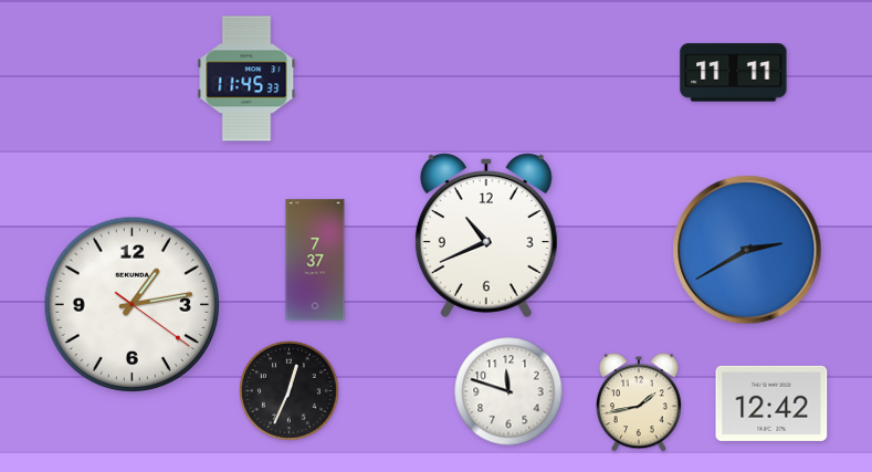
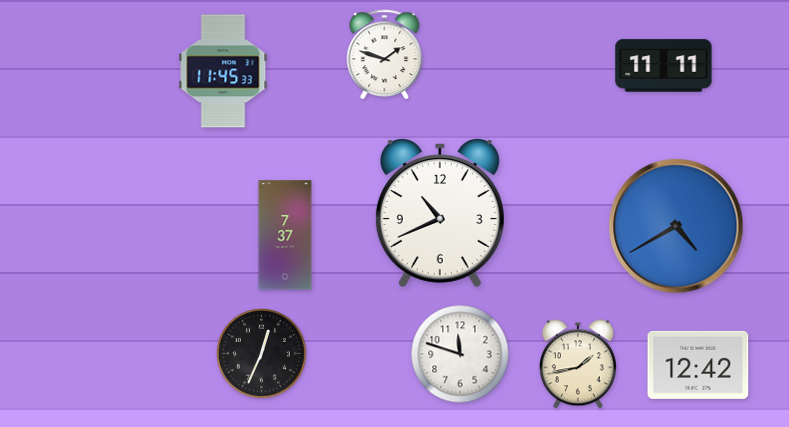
clock at (385, 55): none -> 1:48
clock at (747, 250): 2:40 -> 4:40
clock at (133, 305): 1:13 -> none
